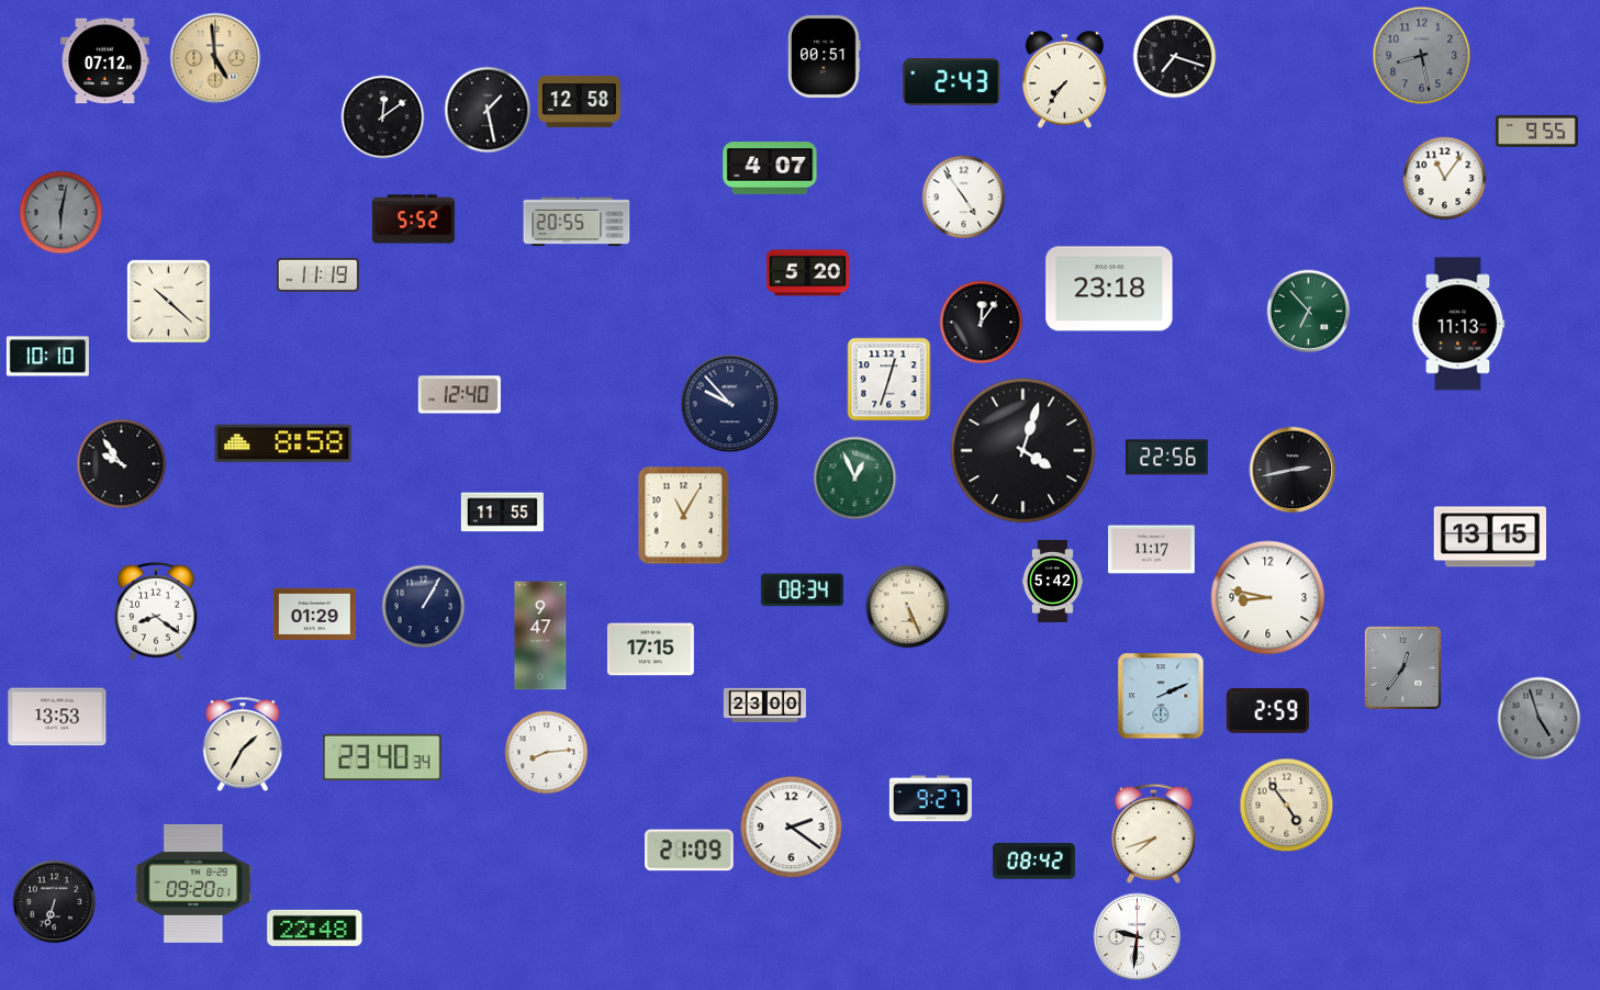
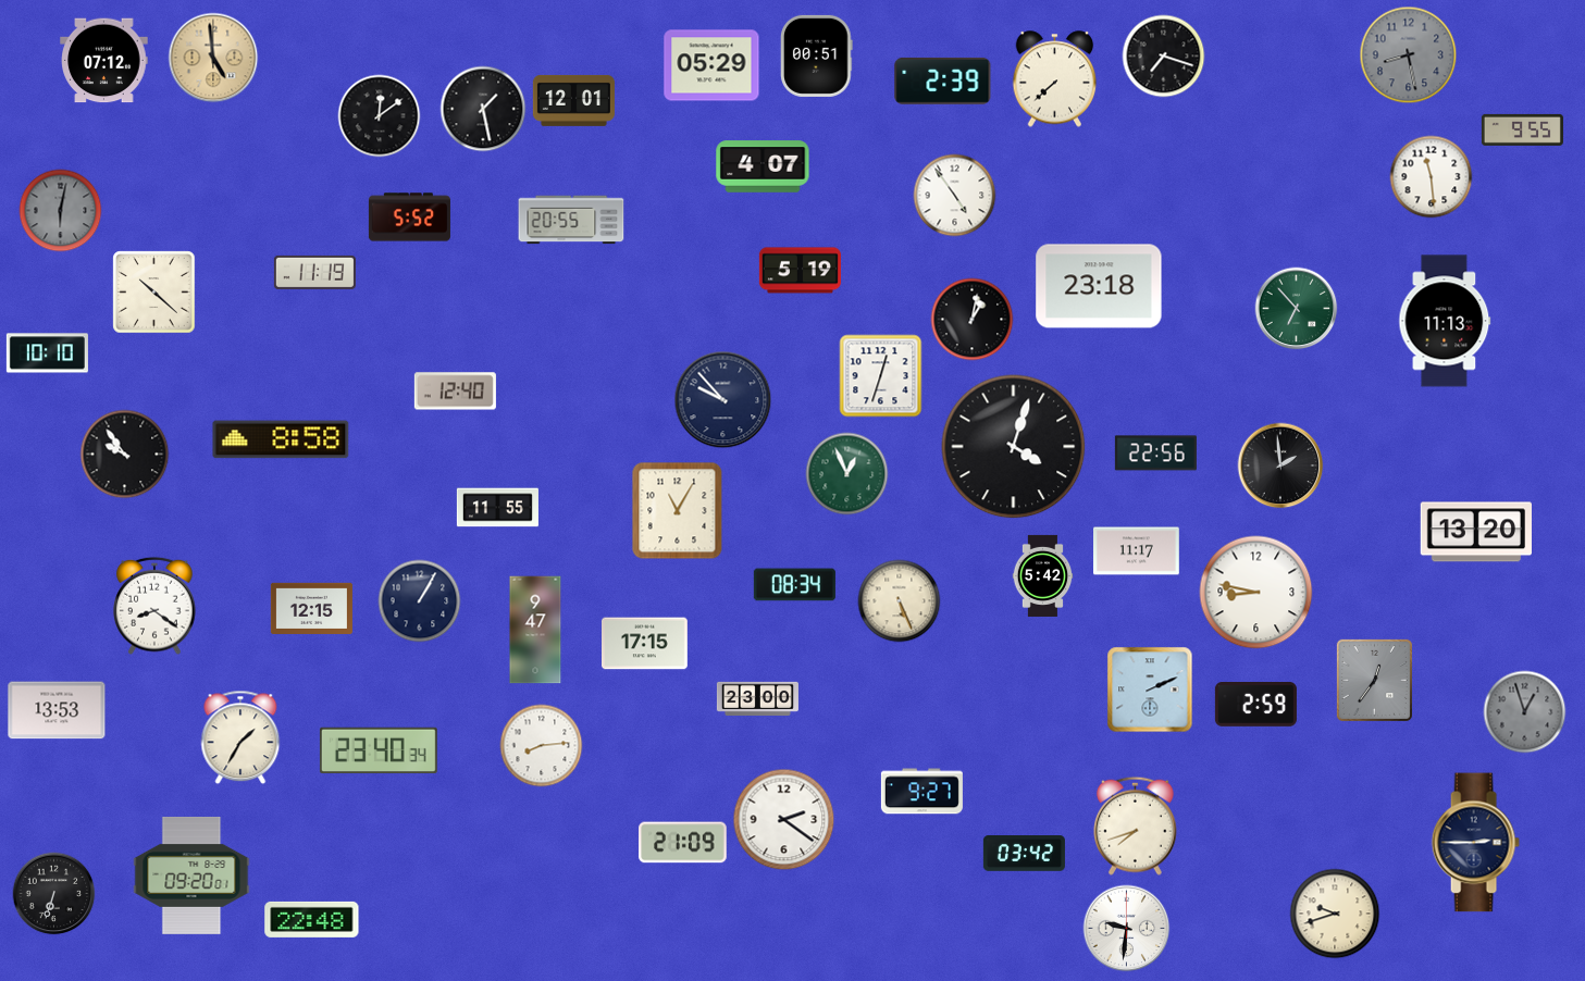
clock at (711, 65): none -> 05:29
clock at (1065, 80): 7:36 -> 7:38
clock at (952, 81): 2:43 -> 2:39
clock at (579, 101): 12:58 -> 12:01
clock at (1445, 179): 11:06 -> 11:29
clock at (807, 273): 5:20 -> 5:19
clock at (169, 302) position: (169, 302) -> (154, 293)
clock at (982, 323): 12:06 -> 1:02
clock at (122, 464) position: (122, 464) -> (125, 455)
clock at (1293, 470): 2:43 -> 1:59
clock at (1489, 537): 13:15 -> 13:20
clock at (1152, 550) position: (1152, 550) -> (1137, 551)
clock at (314, 614): 01:29 -> 12:15
clock at (1402, 667) position: (1402, 667) -> (1374, 680)
clock at (1540, 719): 4:57 -> 12:57
clock at (1287, 806): 4:54 -> none
clock at (1154, 833) position: (1154, 833) -> (1136, 825)
clock at (1475, 843): none -> 2:45
clock at (1033, 862): 08:42 -> 03:42
clock at (1335, 914): none -> 9:42
